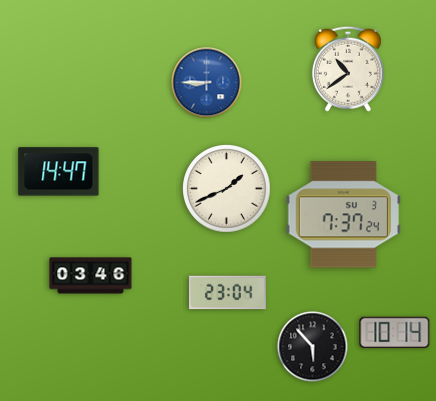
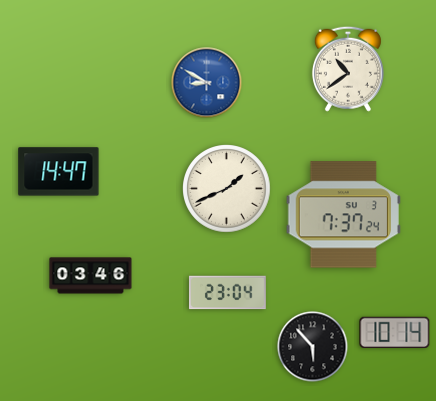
clock at (207, 83): 8:45 -> 8:50
